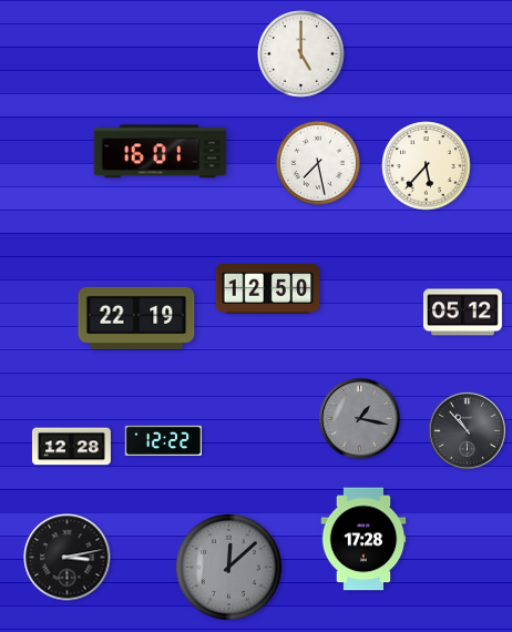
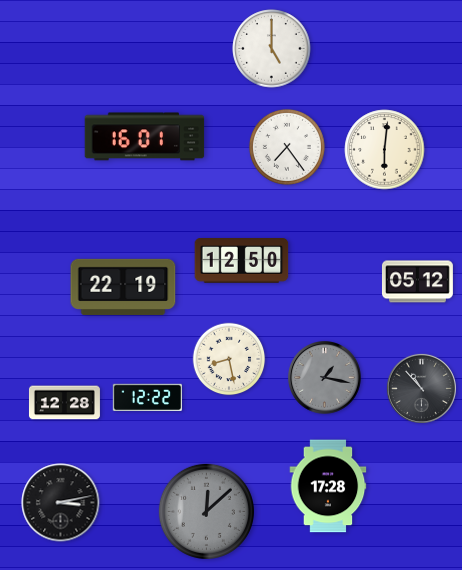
clock at (318, 163): 7:28 -> 7:24
clock at (427, 166): 5:37 -> 6:01
clock at (229, 359): none -> 8:28
